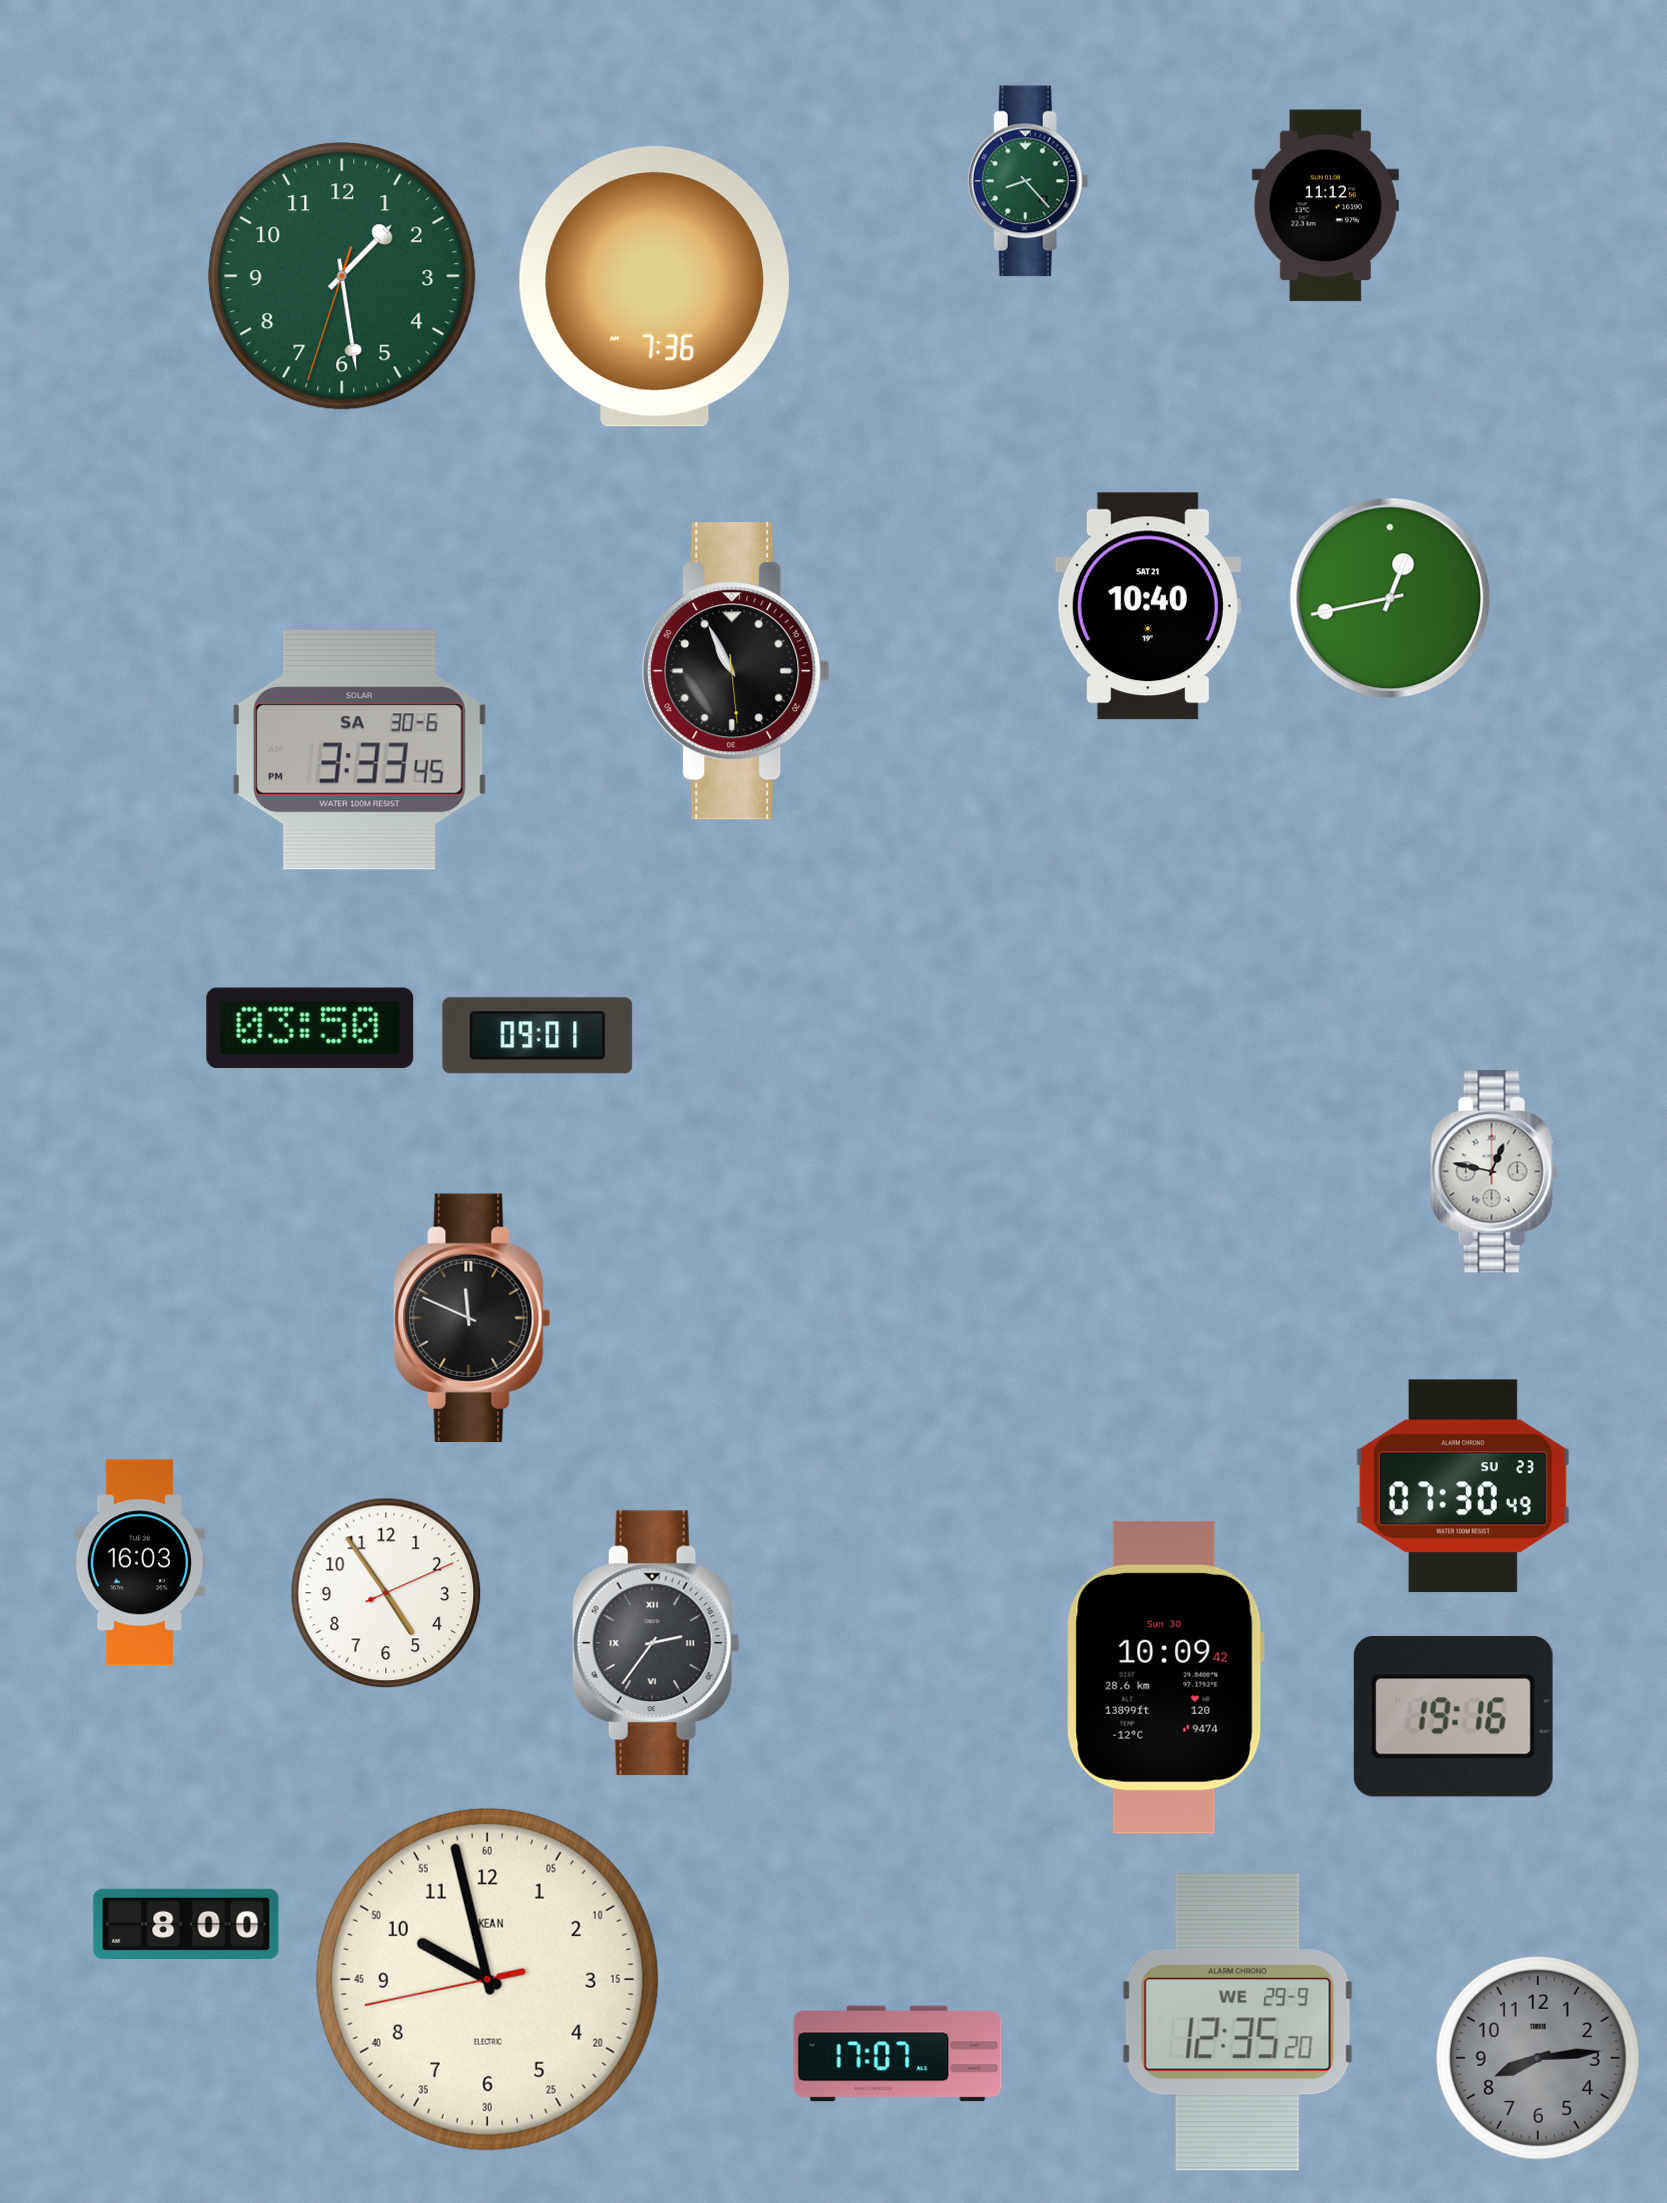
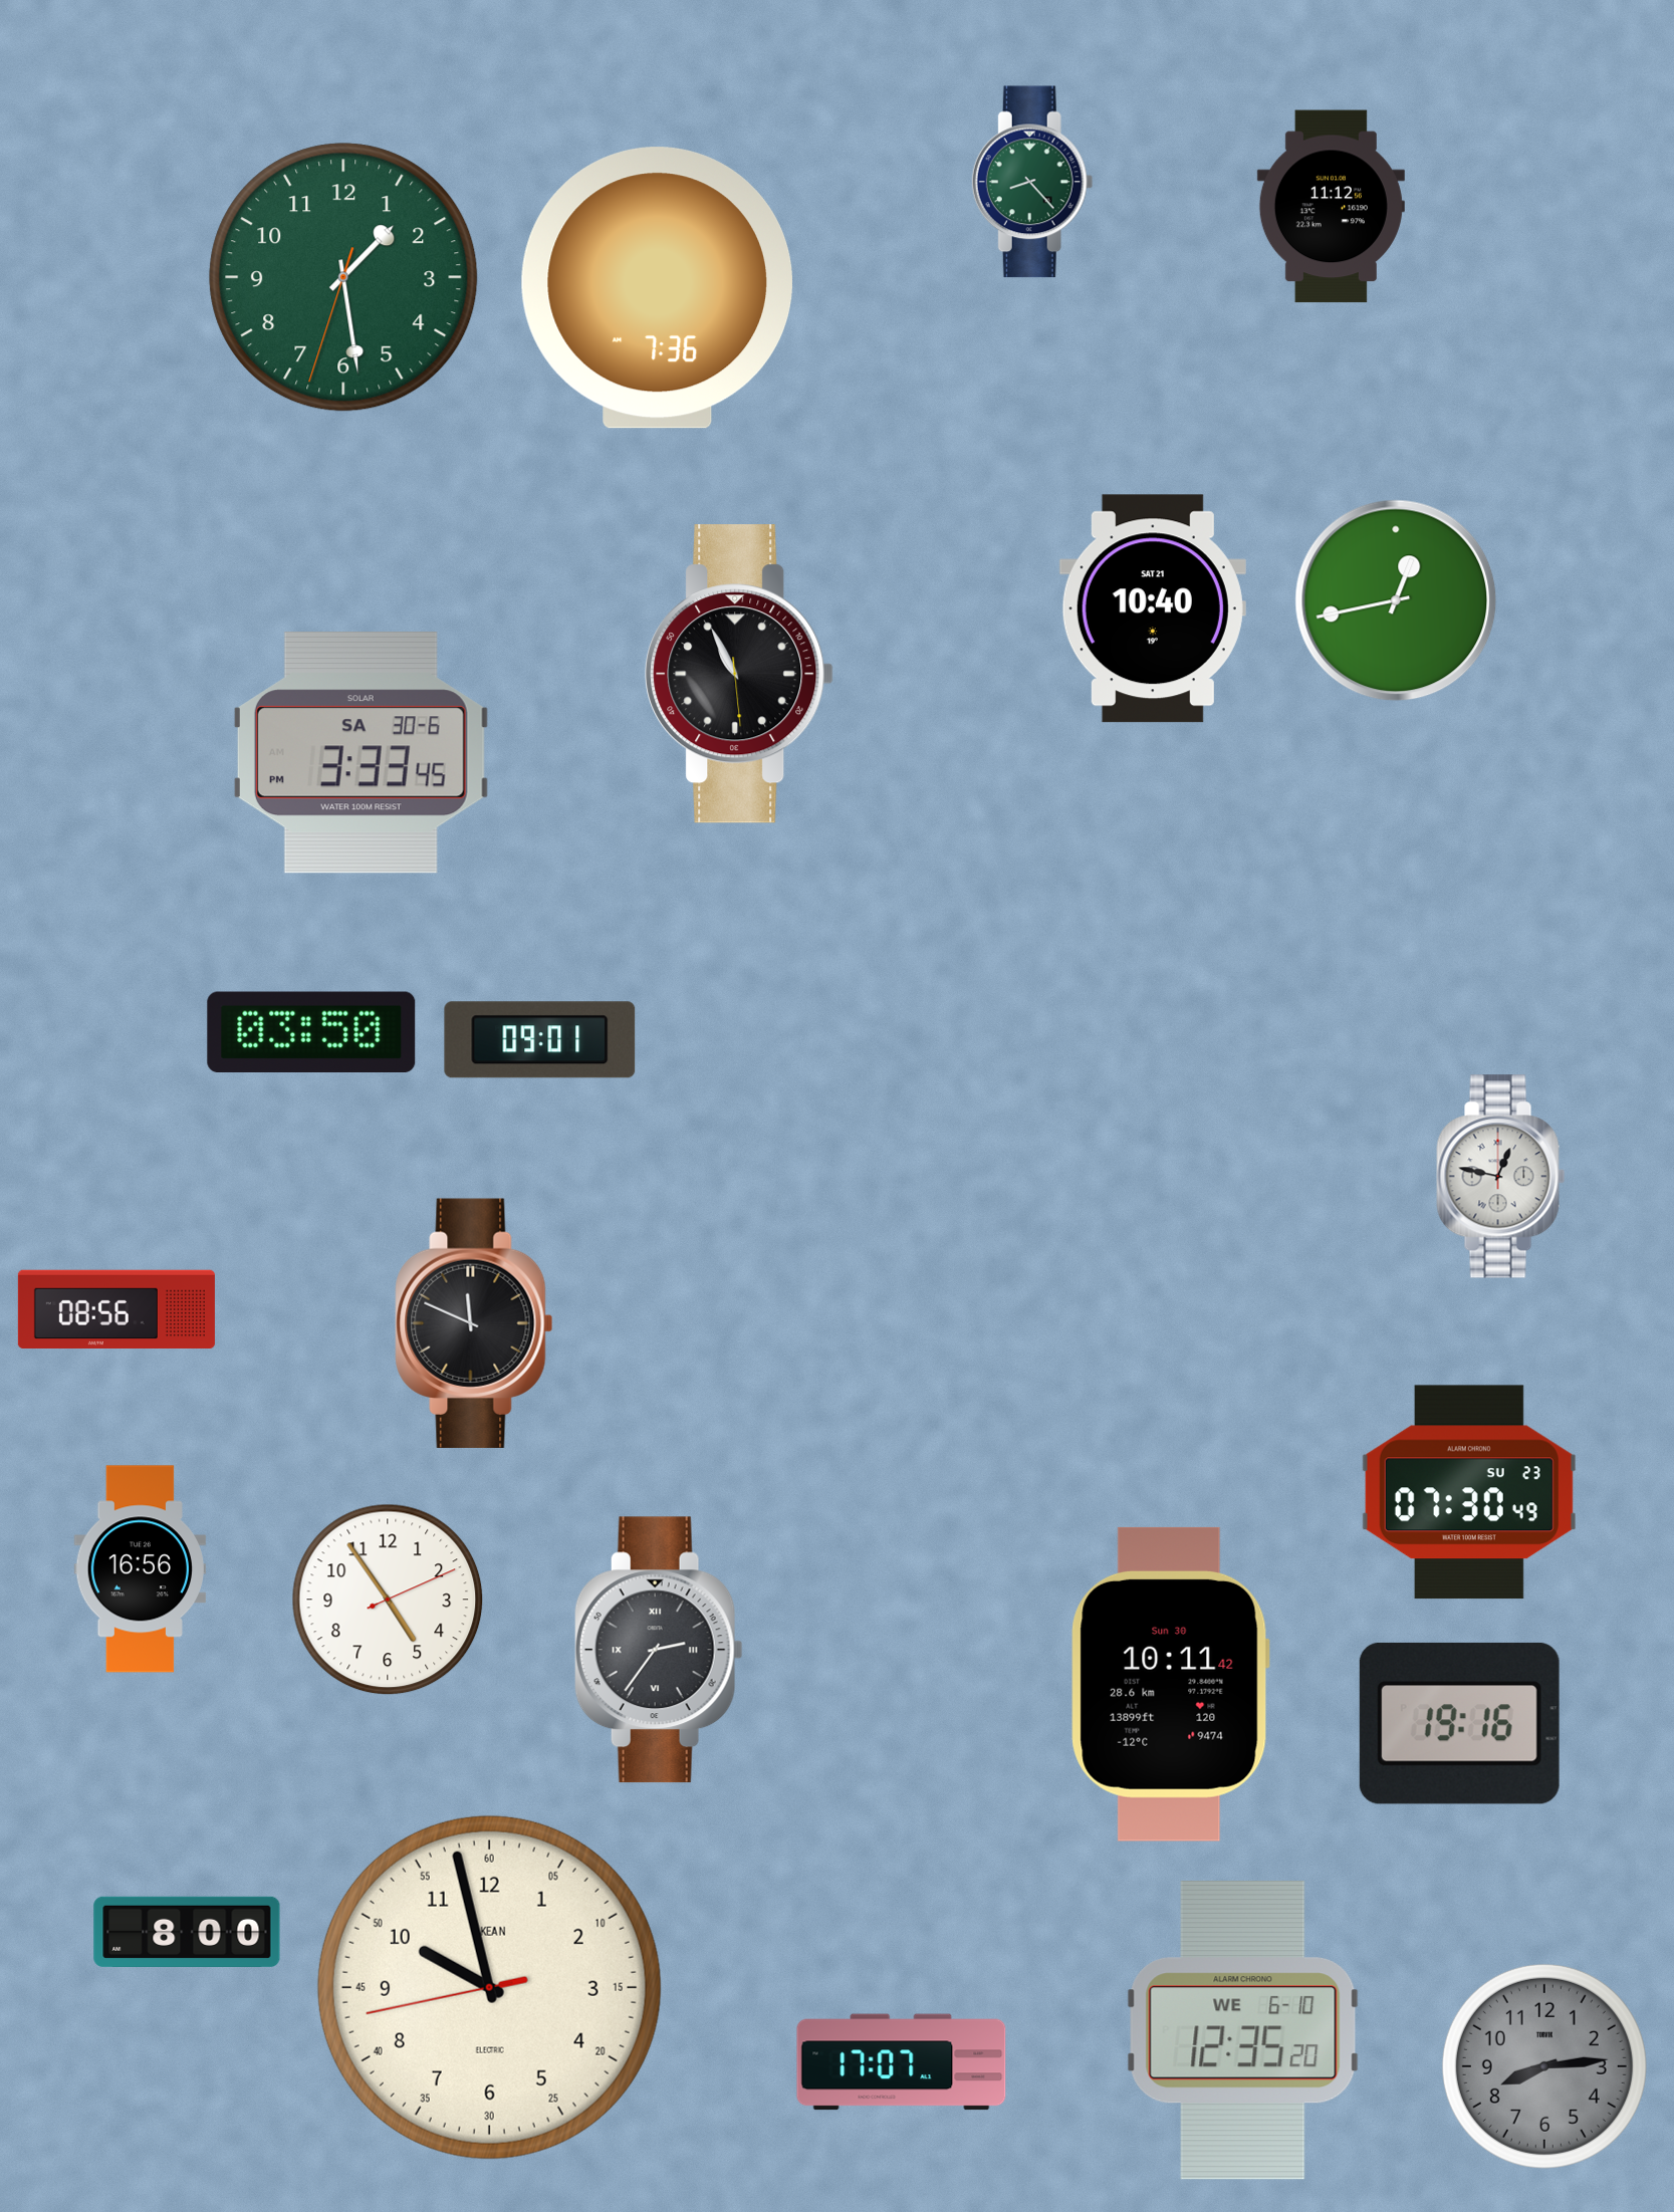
clock at (116, 1308): none -> 08:56
clock at (140, 1563): 16:03 -> 16:56
clock at (1165, 1677): 10:09 -> 10:11
clock at (1238, 2022) date: WE 29-9 -> WE 6-10
